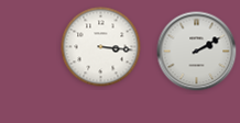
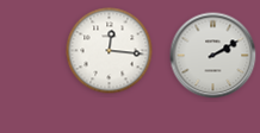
clock at (101, 47): 3:16 -> 12:16
